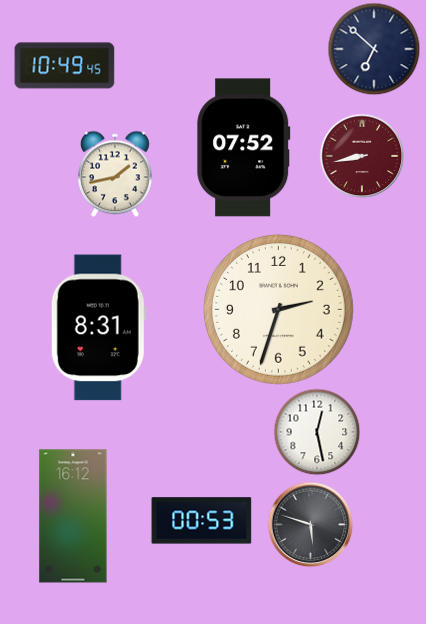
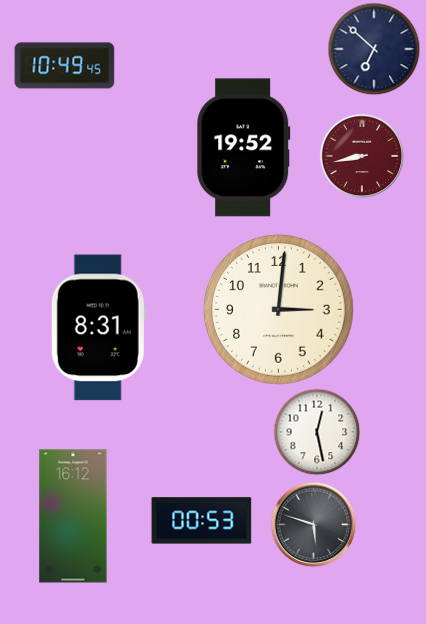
clock at (244, 148): 07:52 -> 19:52
clock at (116, 174): 1:43 -> none
clock at (278, 309): 2:33 -> 3:01
clock at (310, 524) position: (310, 524) -> (313, 524)
